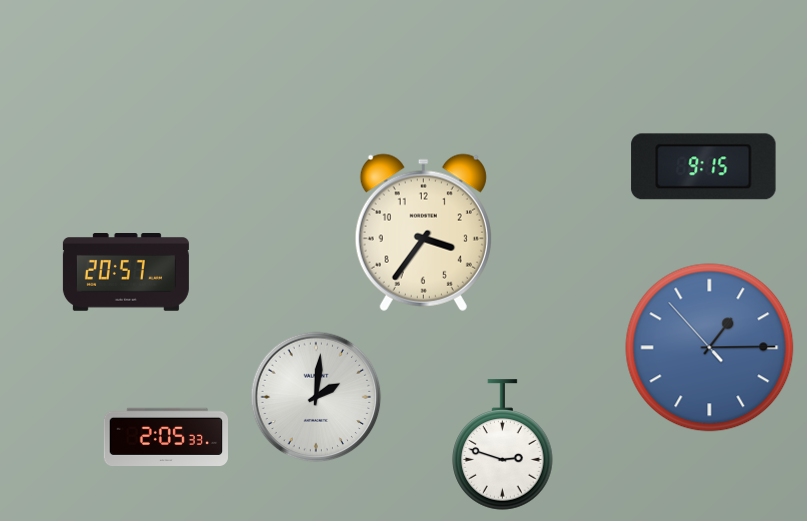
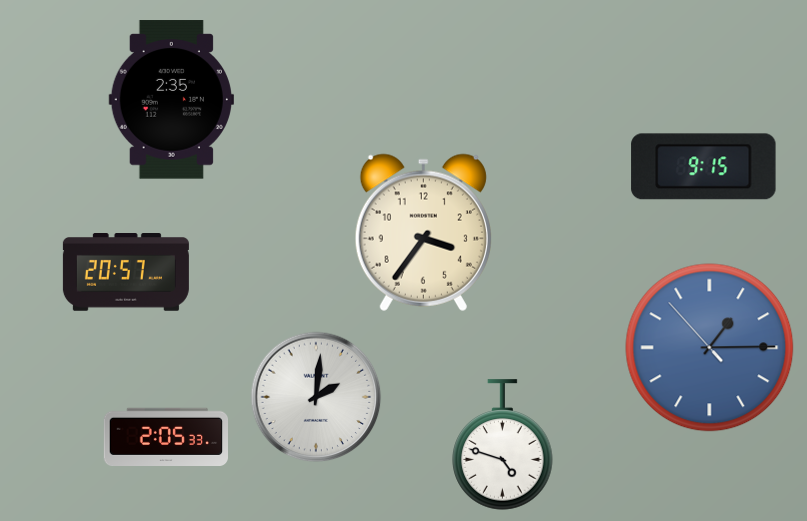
clock at (171, 100): none -> 2:35
clock at (503, 445): 2:48 -> 4:48
